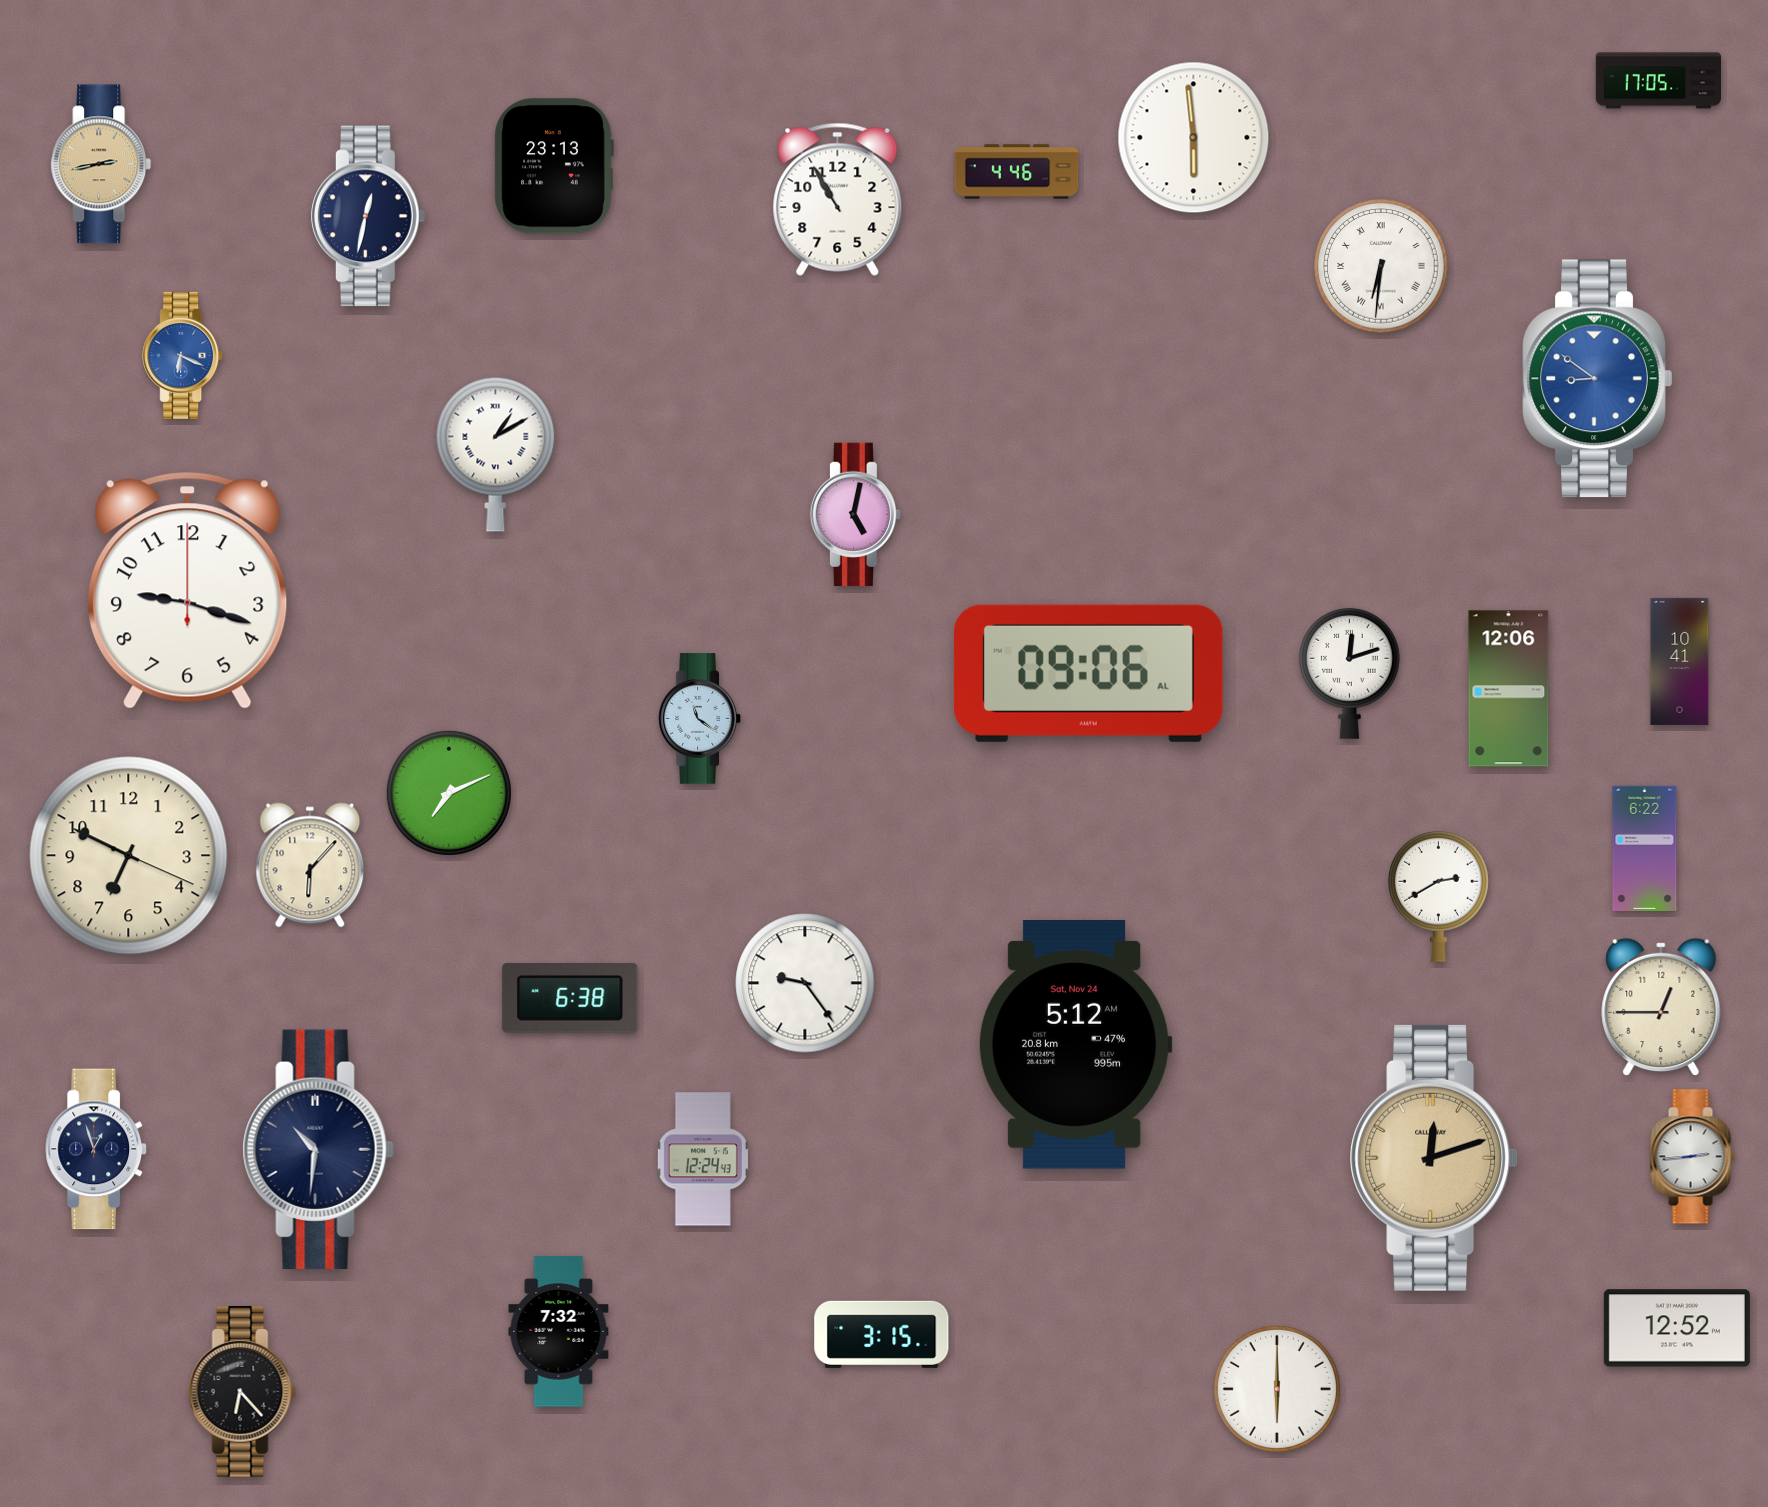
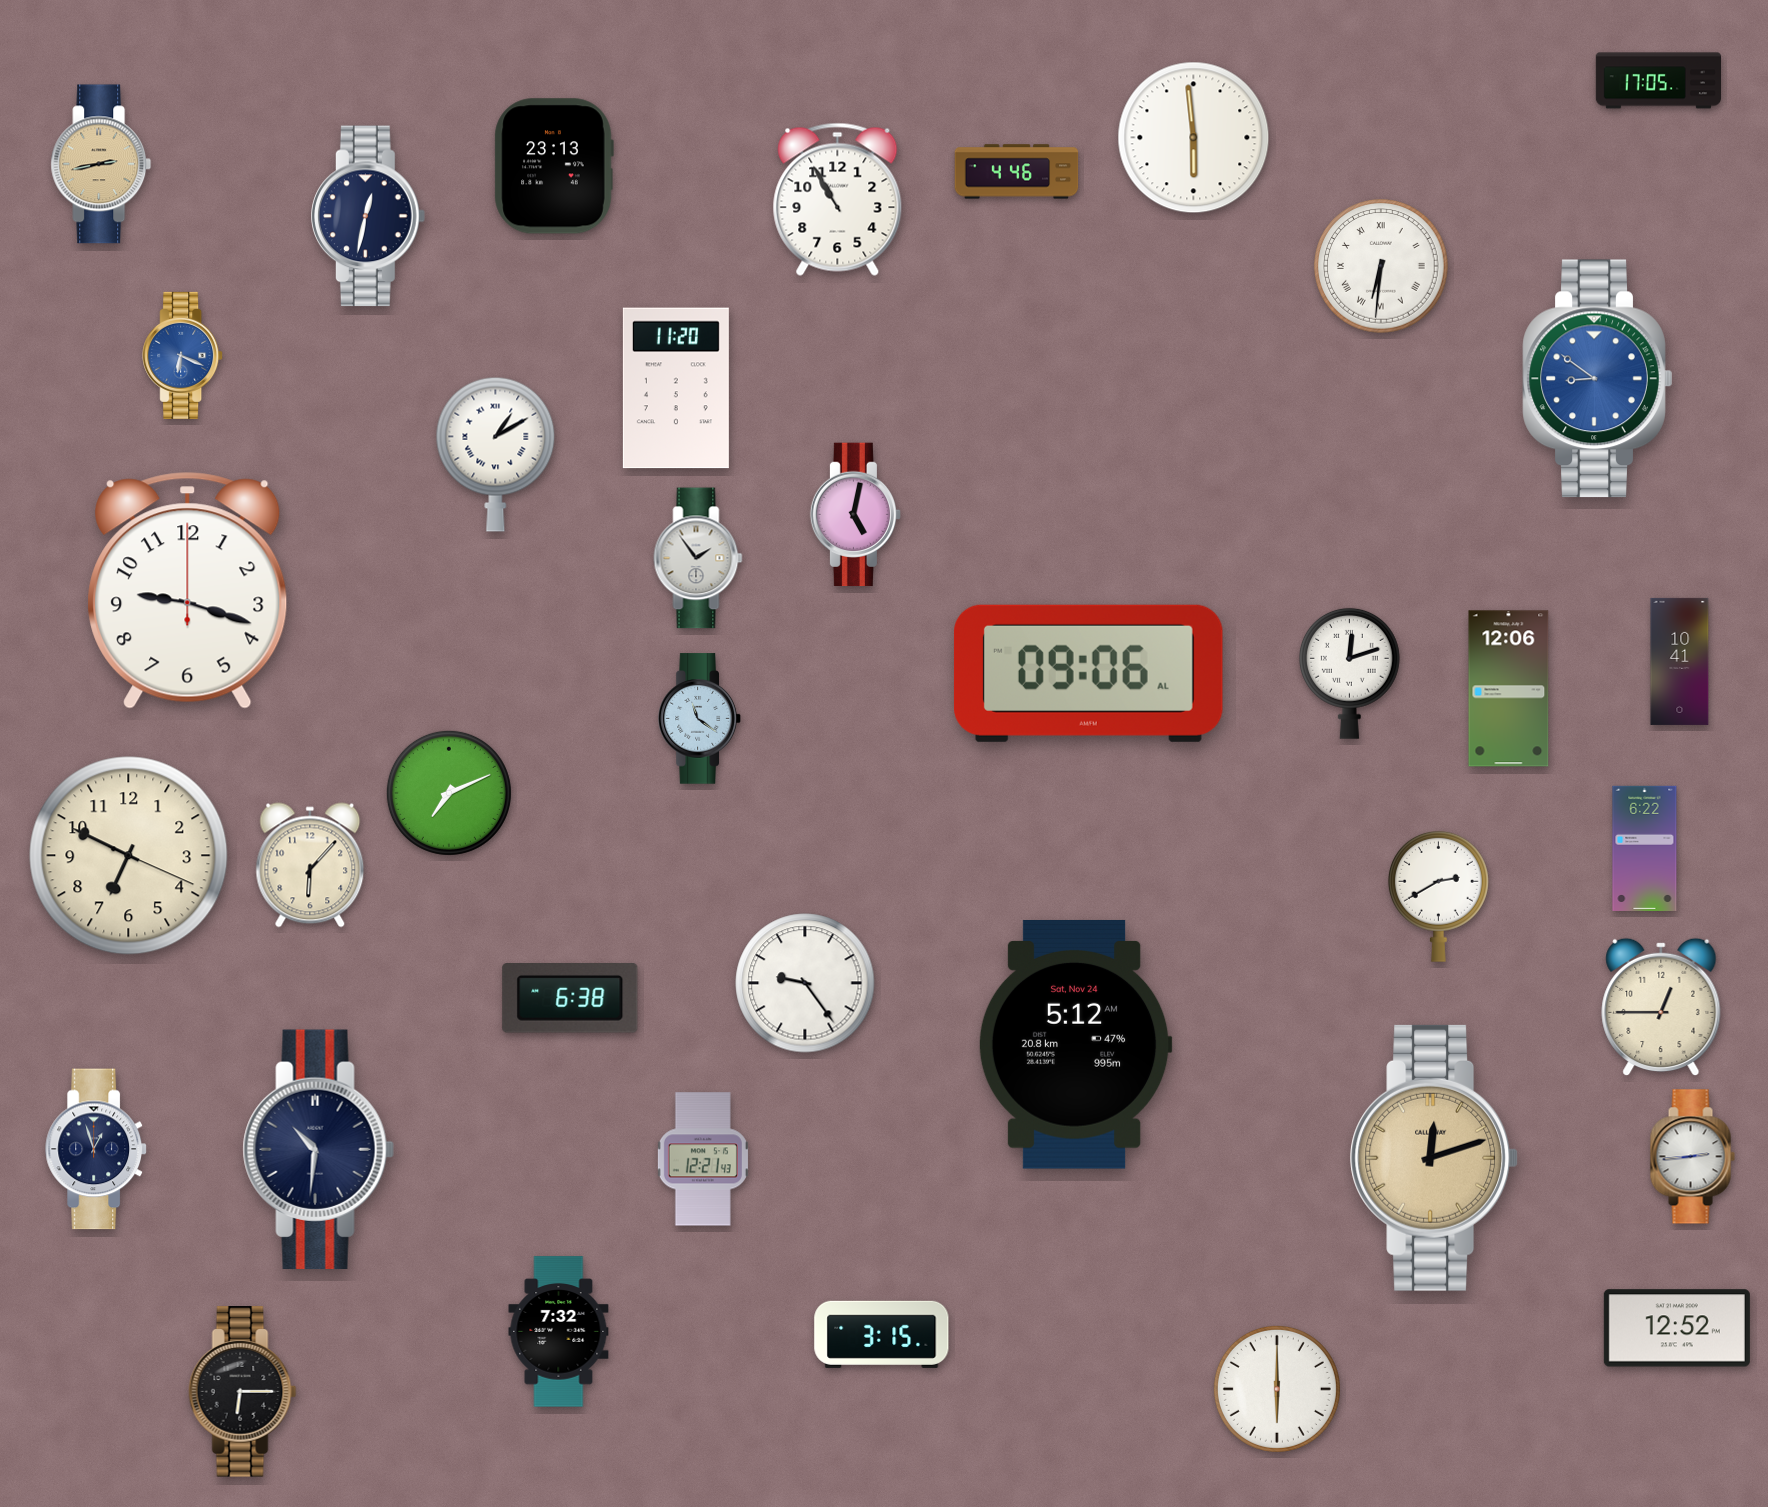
clock at (676, 388): none -> 11:20
clock at (698, 558): none -> 1:54
clock at (703, 1159): 12:24 -> 12:21
clock at (243, 1392): 6:23 -> 6:15
